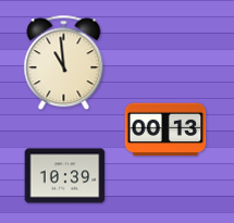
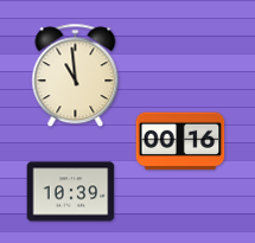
clock at (64, 63) position: (64, 63) -> (76, 76)
clock at (165, 129): 00:13 -> 00:16
